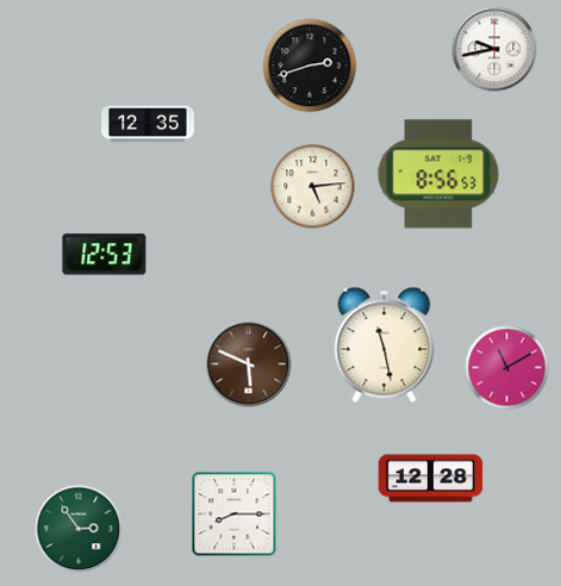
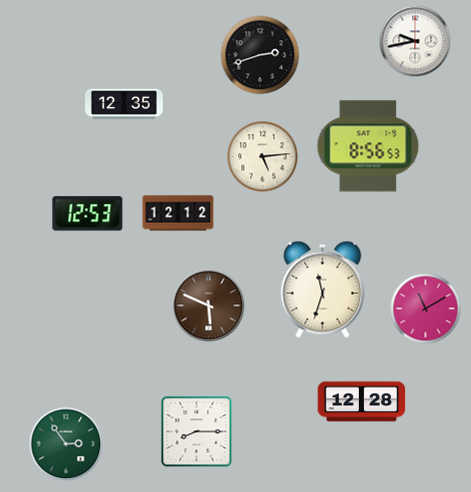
clock at (178, 213): none -> 12:12
clock at (385, 344): 11:28 -> 11:33
